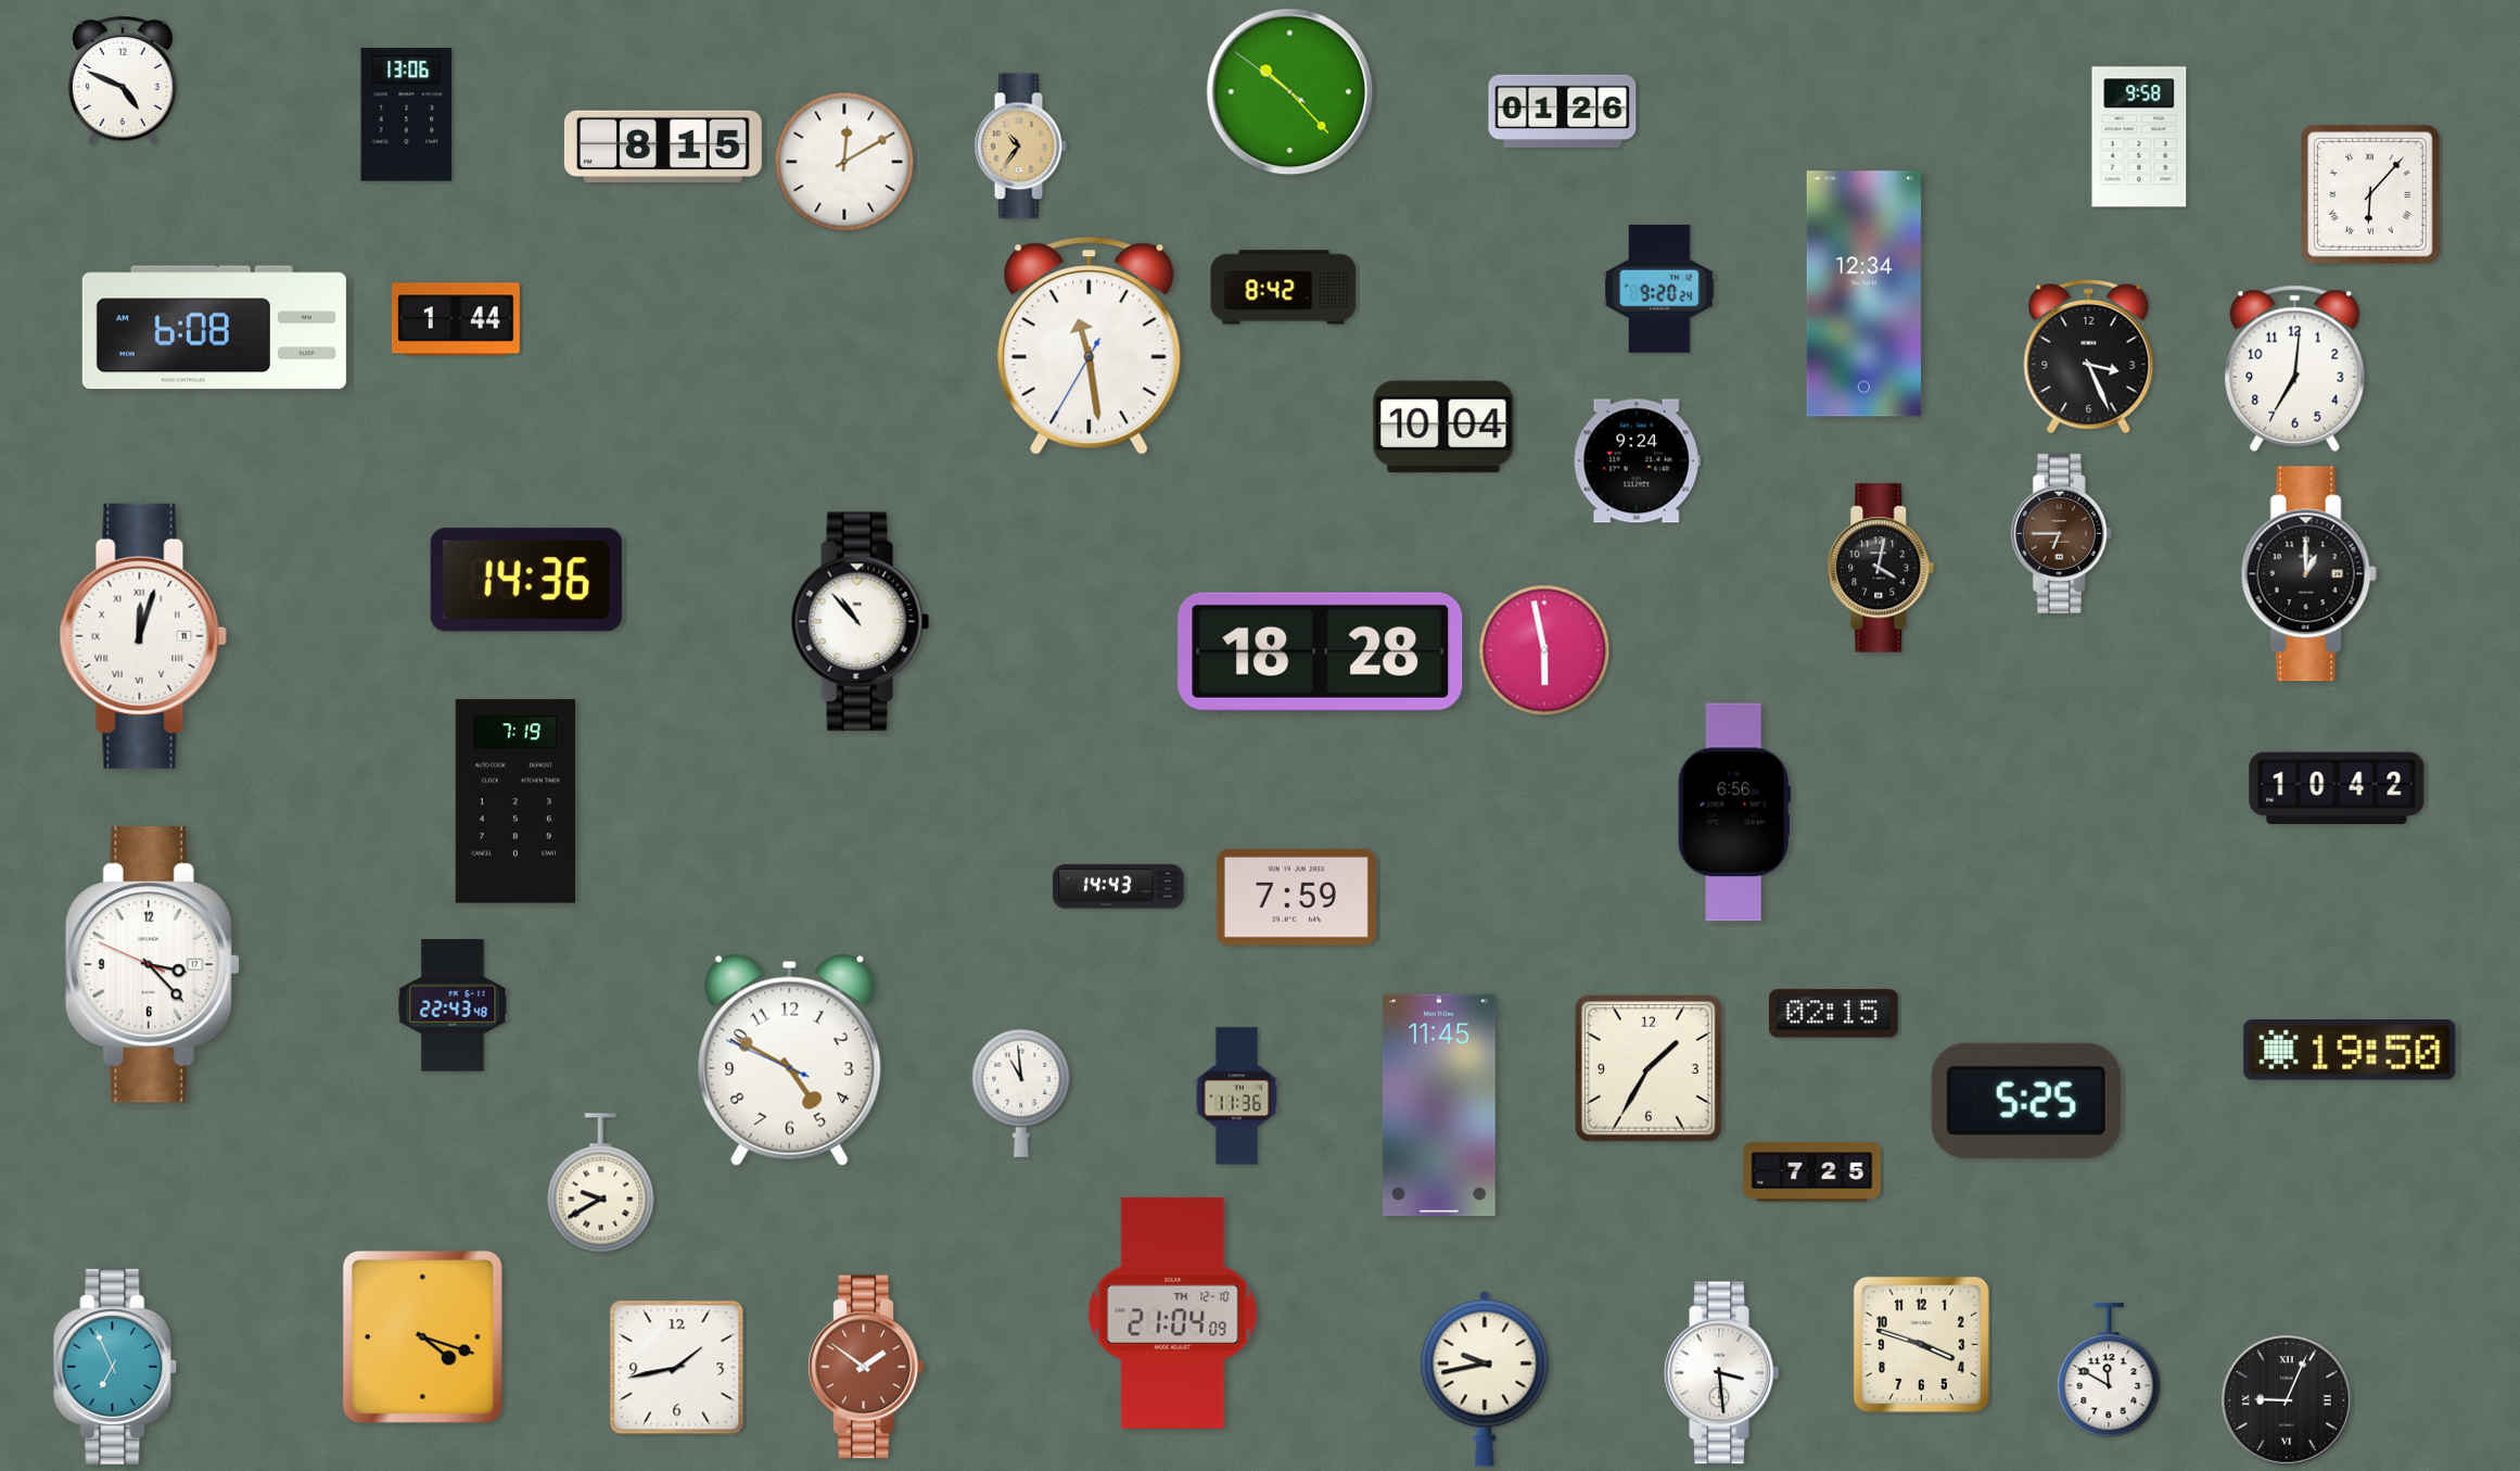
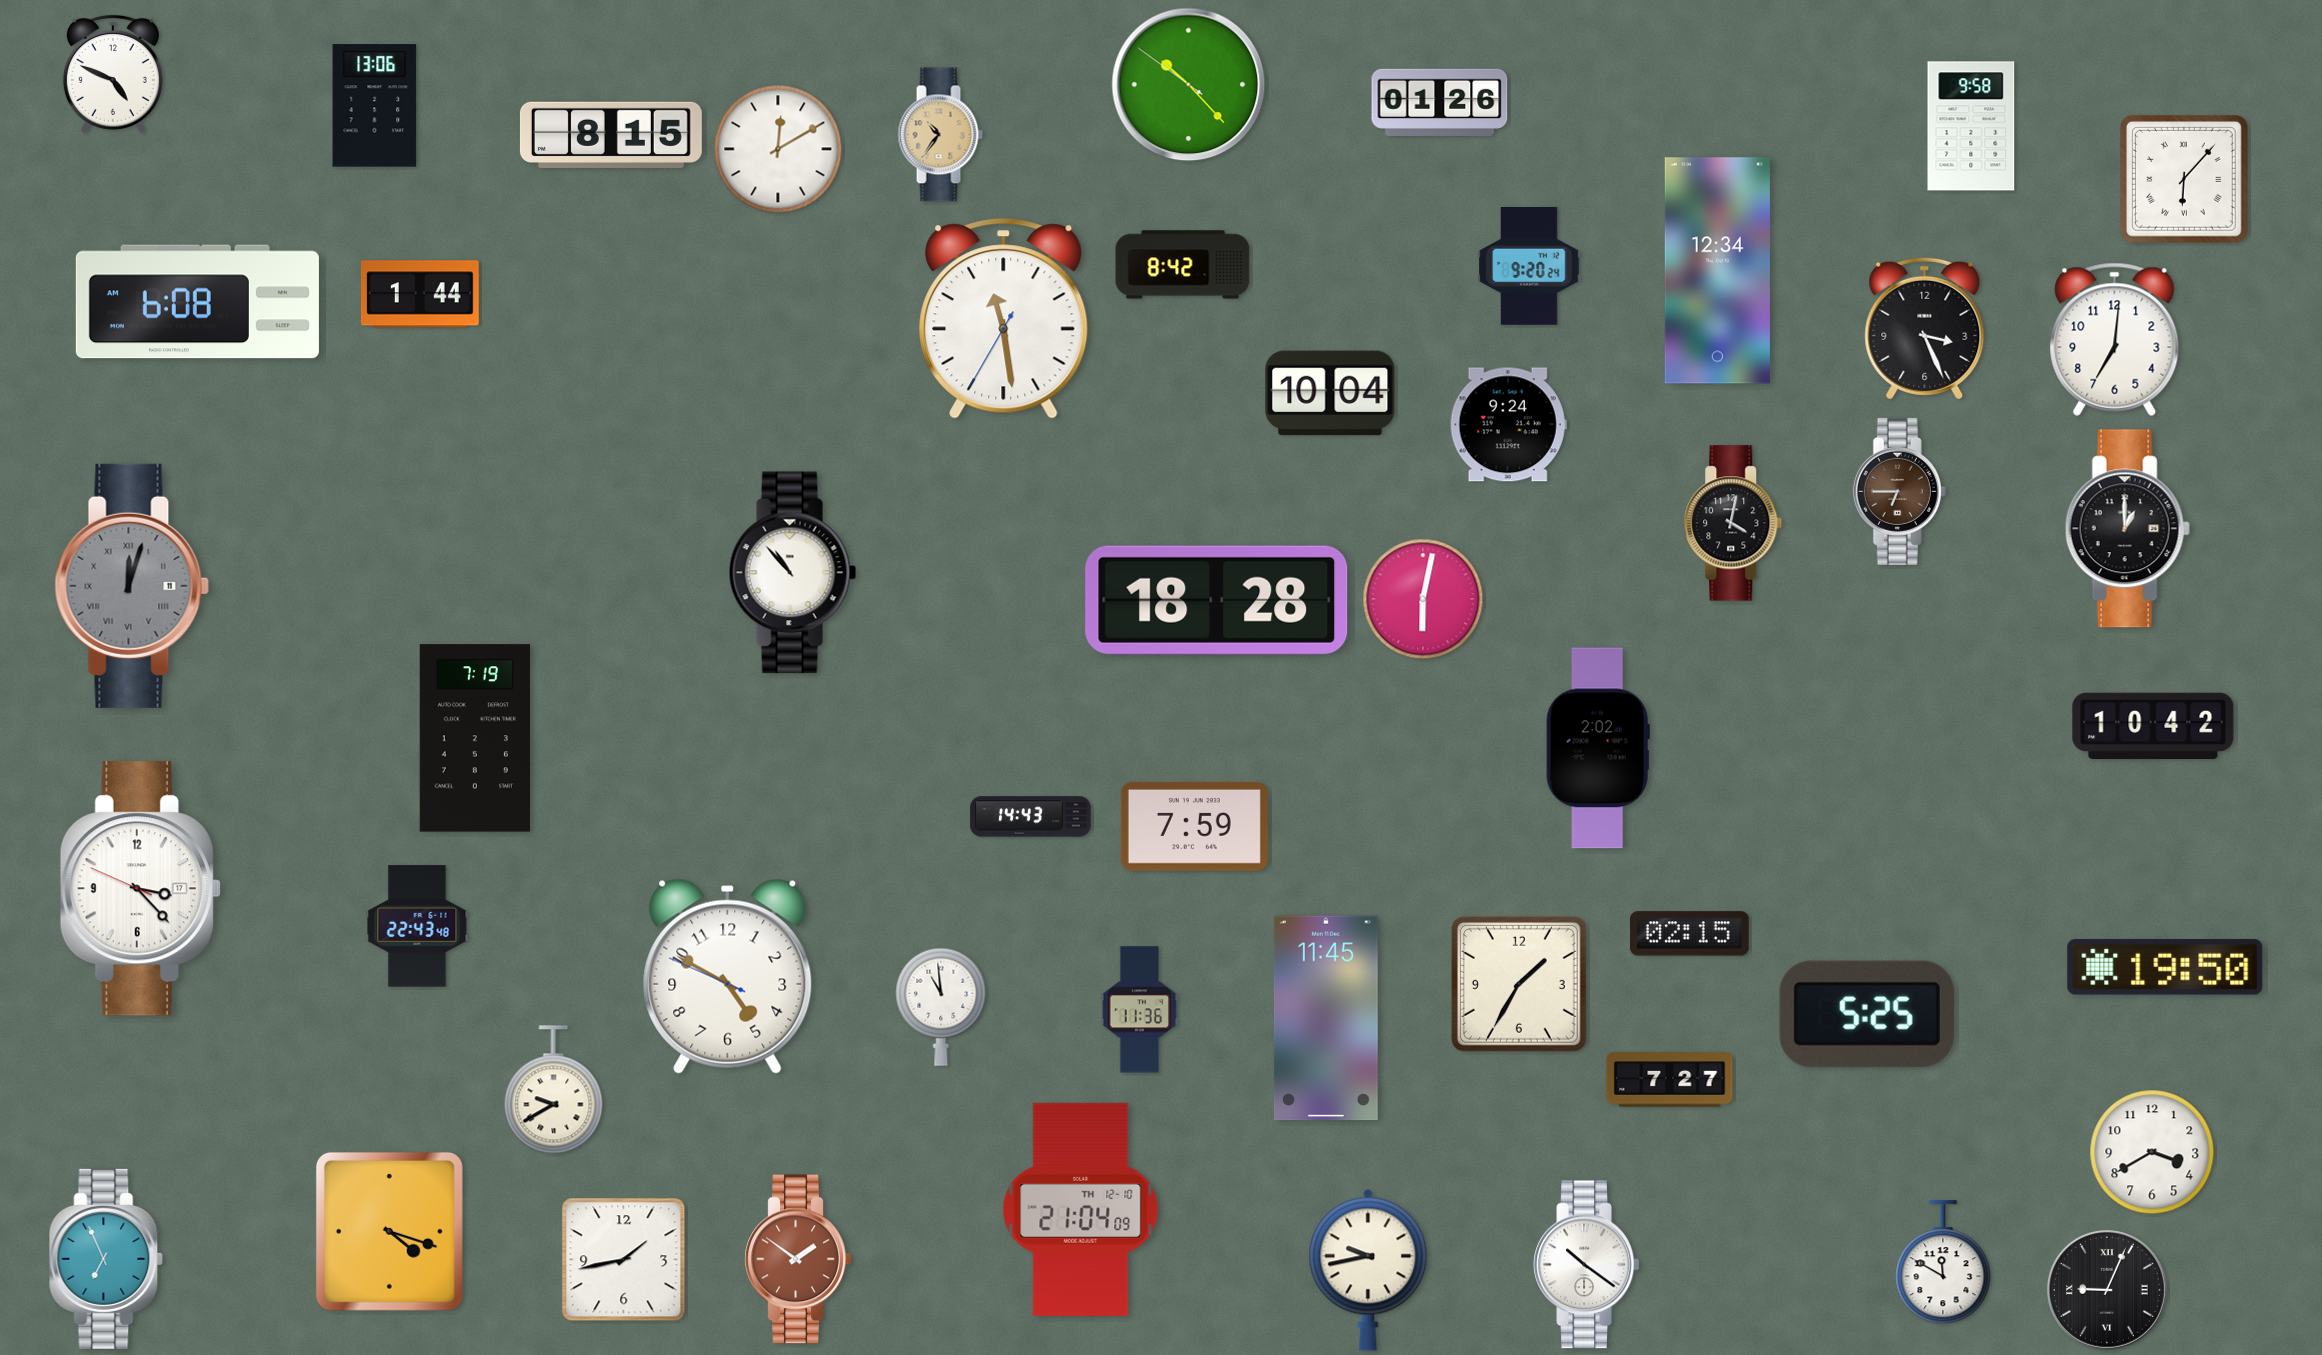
clock at (526, 580): 14:36 -> none
clock at (143, 636) dial: white -> grey
clock at (1544, 650): 5:58 -> 6:02
clock at (1734, 812): 6:56 -> 2:02
clock at (1812, 1172): 7:25 -> 7:27
clock at (2152, 1152): none -> 3:40
clock at (1921, 1344): 3:48 -> none
clock at (1722, 1373): 3:29 -> 10:21
